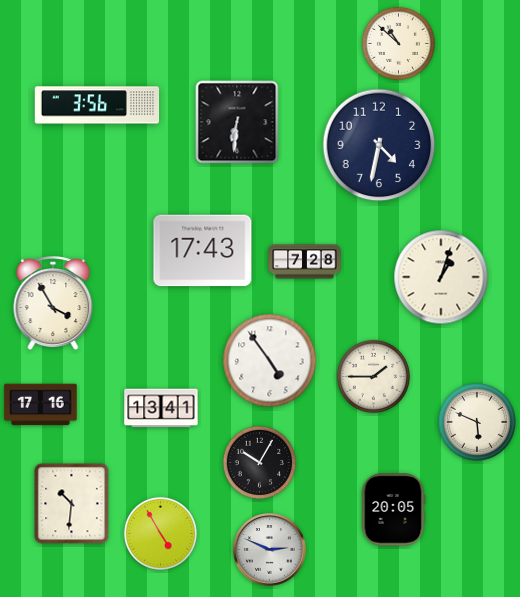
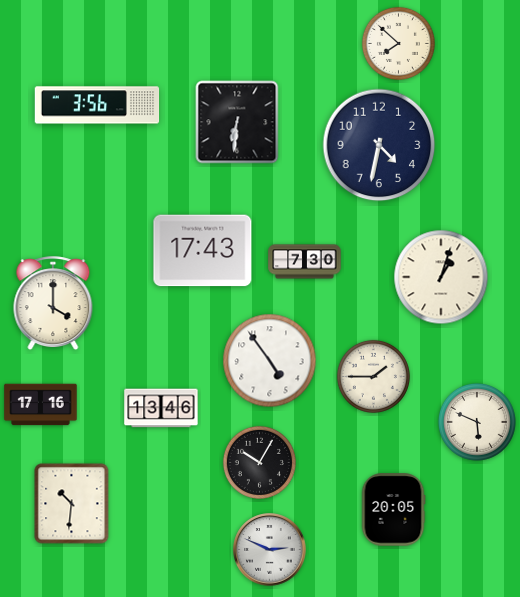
clock at (398, 43): 10:52 -> 7:52
clock at (305, 262): 7:28 -> 7:30
clock at (53, 304): 3:55 -> 4:00
clock at (161, 408): 13:41 -> 13:46
clock at (160, 533): 4:55 -> none
